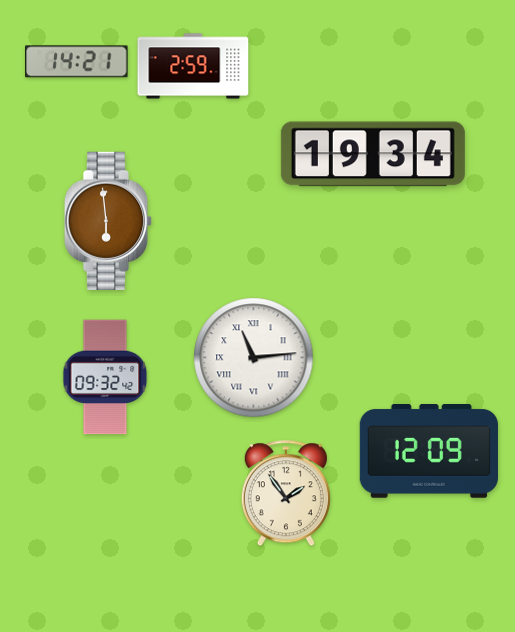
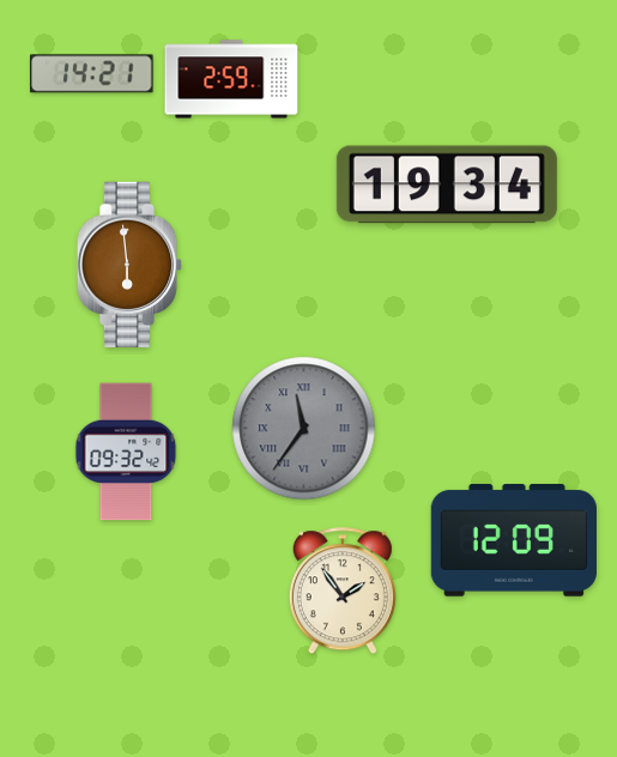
clock at (254, 358): 11:14 -> 11:36
clock at (254, 358) dial: white -> grey
